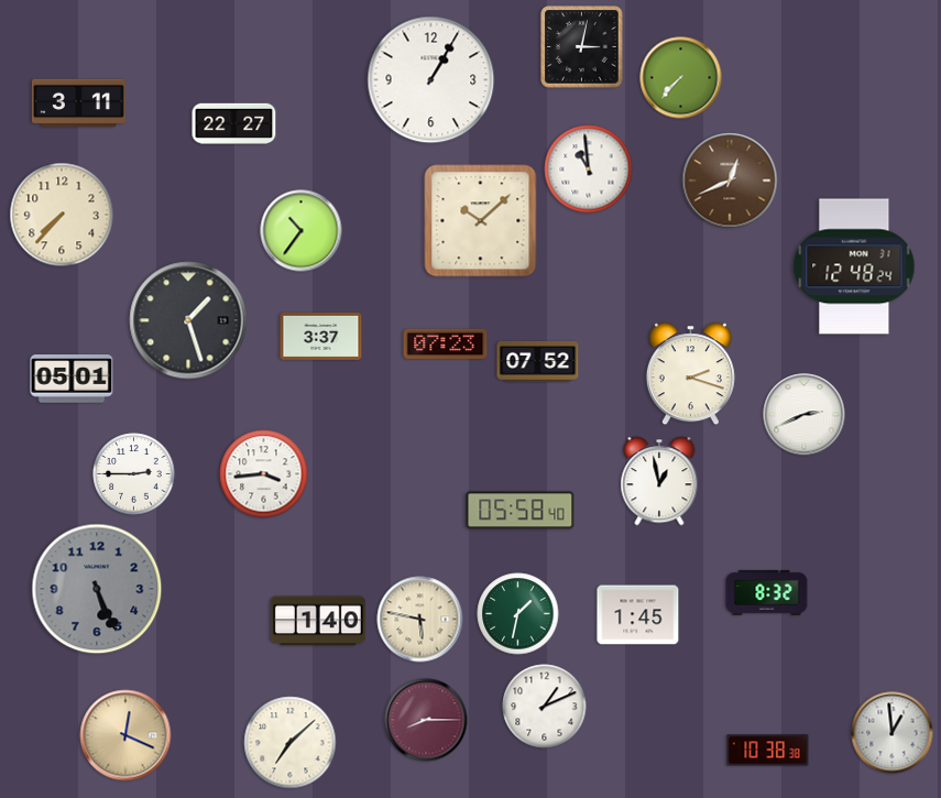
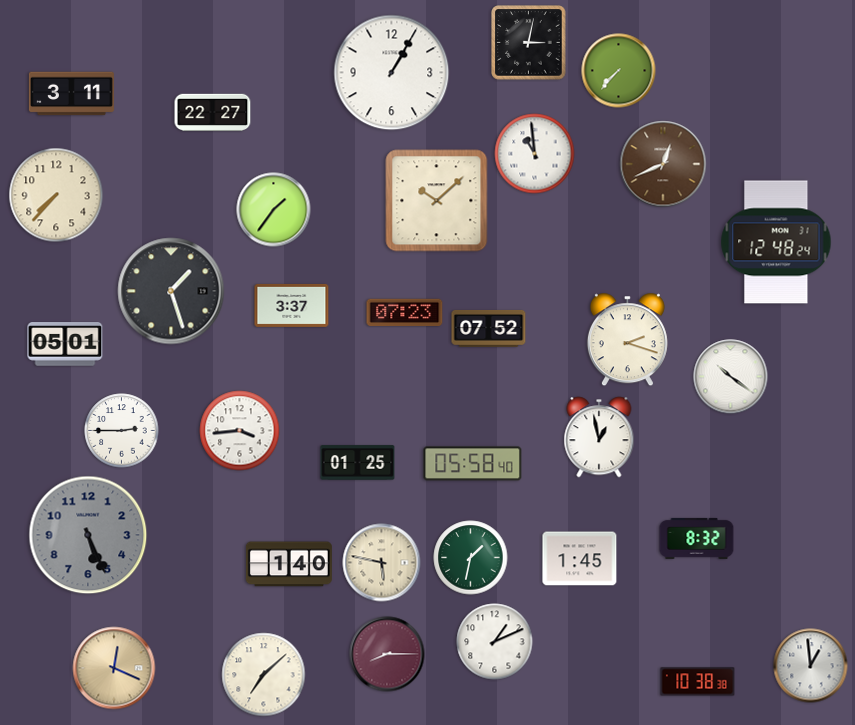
clock at (302, 231): 10:36 -> 1:36
clock at (805, 415): 2:41 -> 10:21
clock at (358, 463): none -> 01:25
